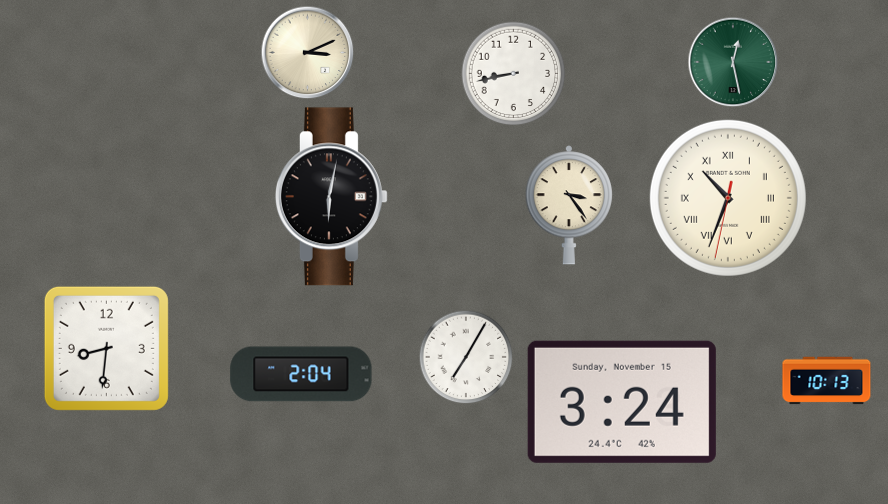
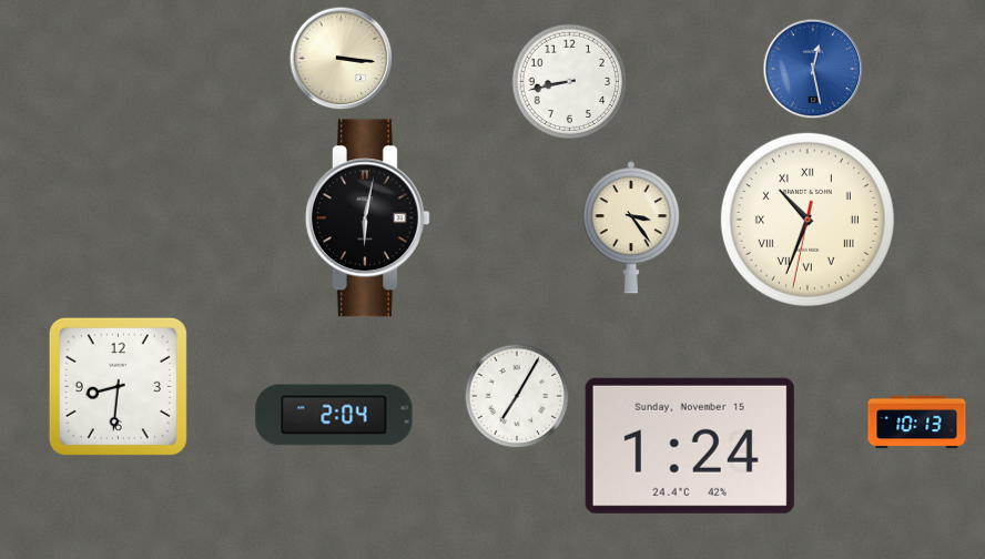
clock at (308, 53): 3:11 -> 3:16
clock at (733, 62) dial: green -> blue
clock at (622, 402): 3:24 -> 1:24
